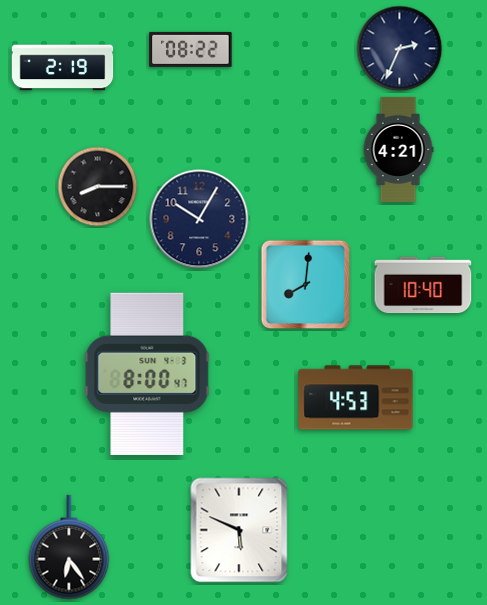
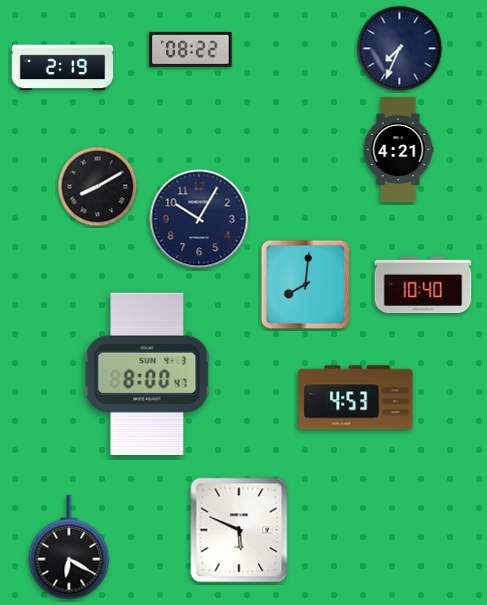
clock at (400, 49): 2:34 -> 7:34
clock at (98, 187): 8:15 -> 8:10
clock at (69, 547): 6:24 -> 6:20
